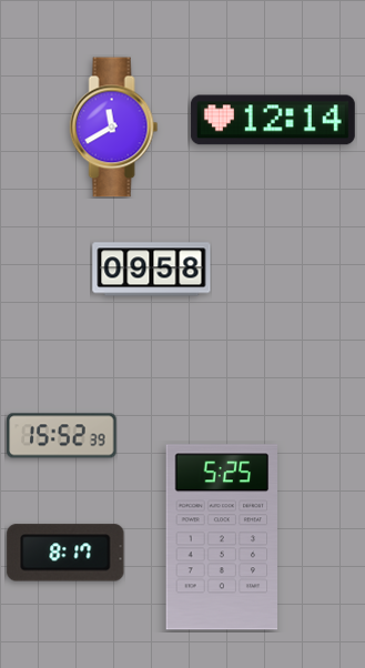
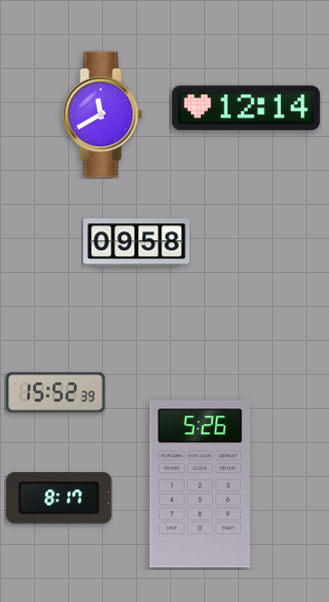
clock at (222, 537): 5:25 -> 5:26
